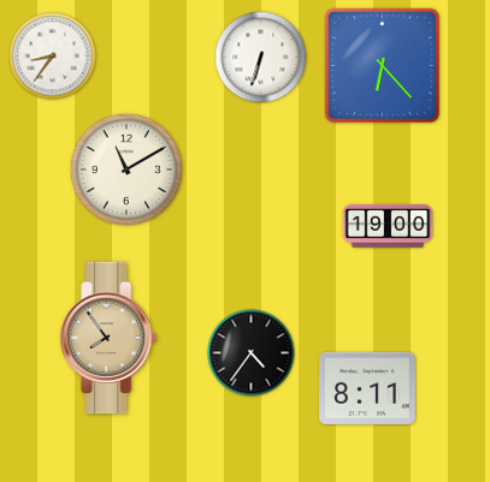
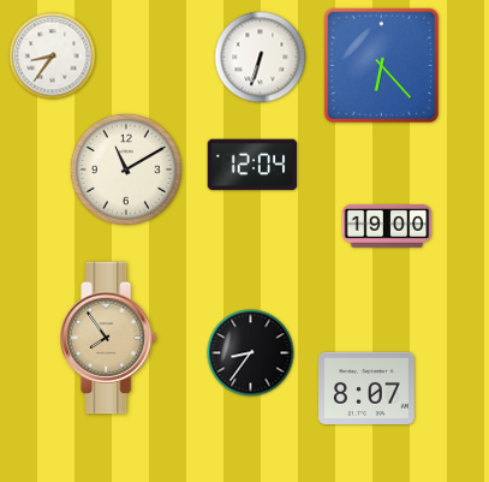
clock at (252, 165): none -> 12:04
clock at (252, 353): 4:36 -> 8:36
clock at (368, 388): 8:11 -> 8:07
